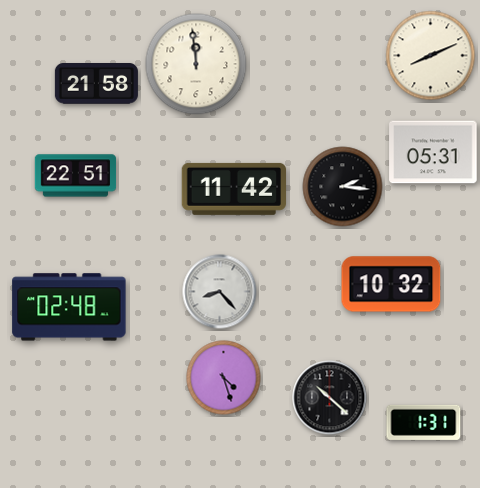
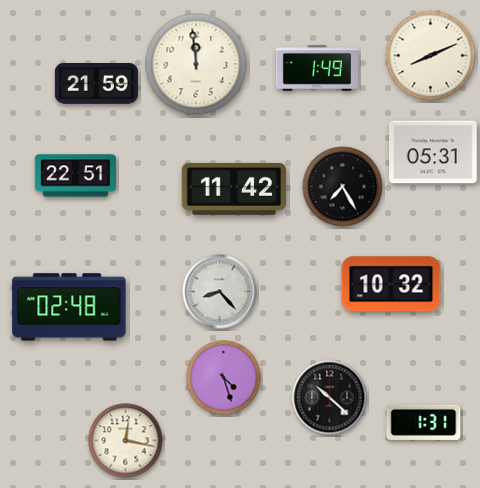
clock at (317, 68): none -> 1:49
clock at (96, 84): 21:58 -> 21:59
clock at (343, 187): 2:16 -> 7:25
clock at (126, 441): none -> 12:17
